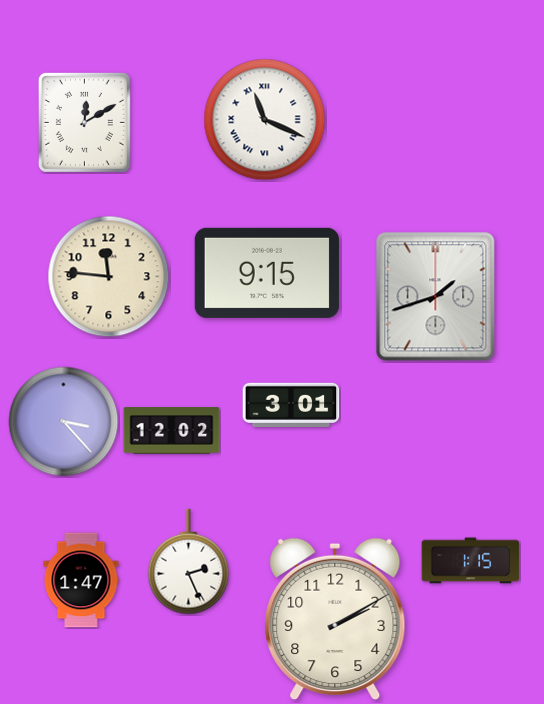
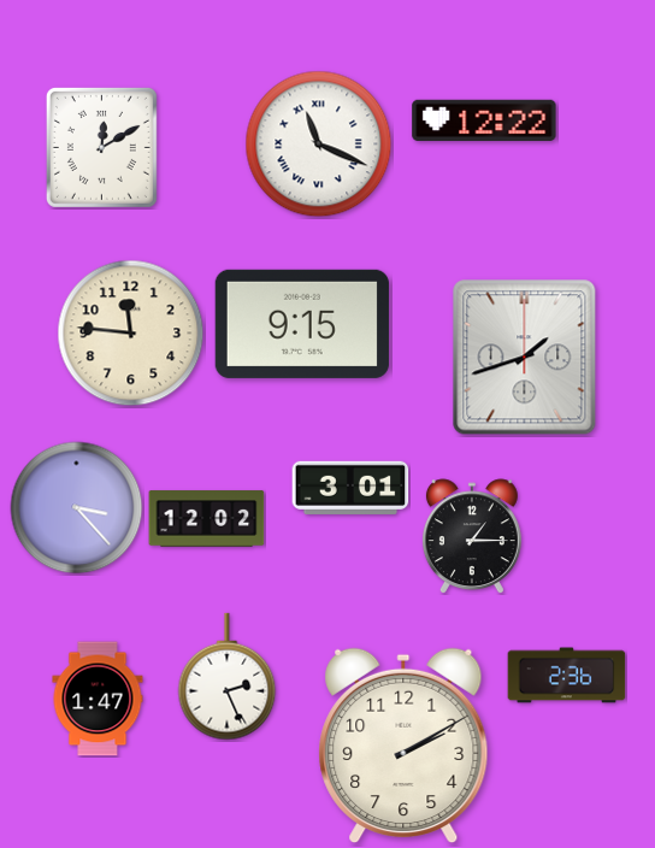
clock at (484, 120): none -> 12:22
clock at (267, 273) position: (267, 273) -> (302, 324)
clock at (472, 536): none -> 1:15
clock at (471, 561): 1:15 -> 2:36
